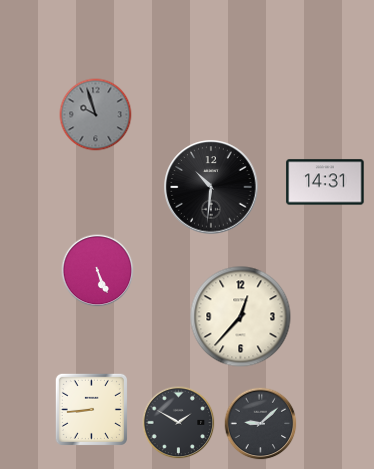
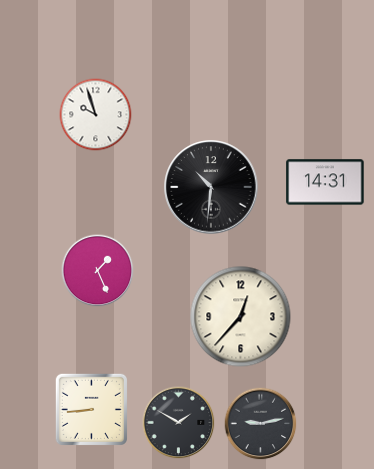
clock at (96, 115) dial: grey -> white
clock at (98, 271): 5:26 -> 1:26
clock at (261, 424): 9:08 -> 9:13
